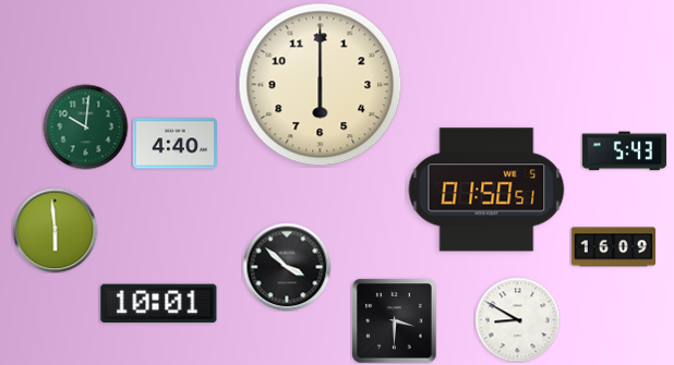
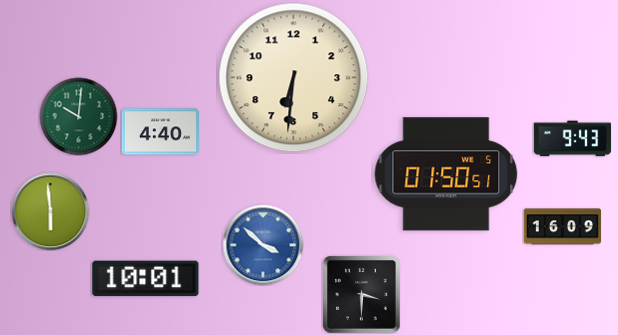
clock at (321, 85): 6:00 -> 6:31
clock at (624, 151): 5:43 -> 9:43
clock at (287, 267) dial: black -> blue
clock at (517, 319): 8:50 -> none
